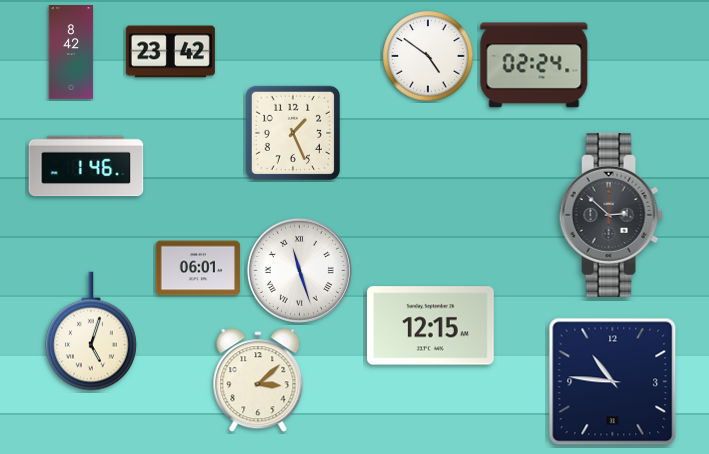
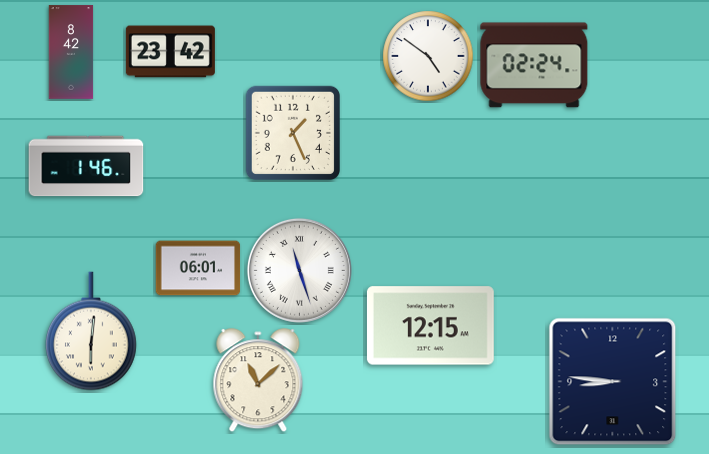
clock at (611, 215): 2:52 -> none
clock at (92, 331): 5:03 -> 6:01
clock at (258, 381): 3:08 -> 11:08
clock at (613, 382): 10:46 -> 8:46
